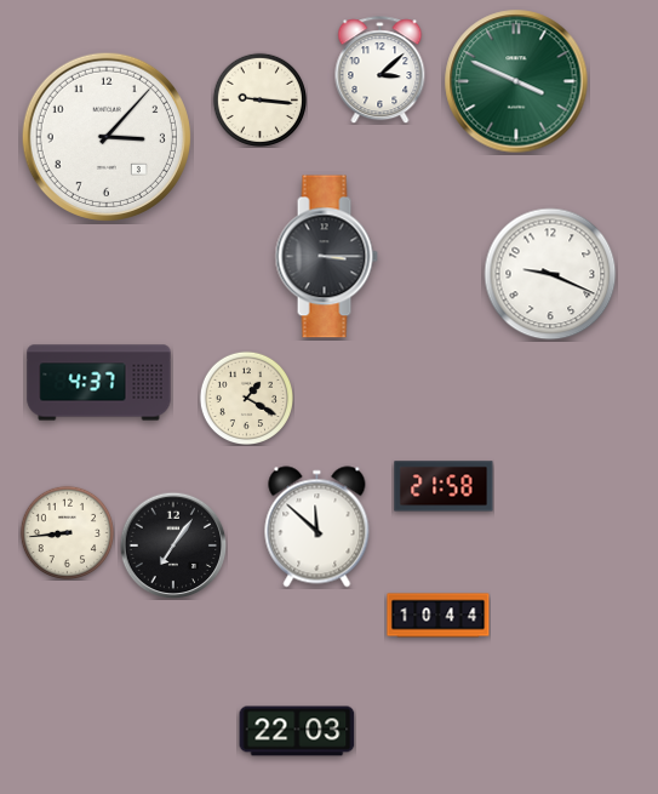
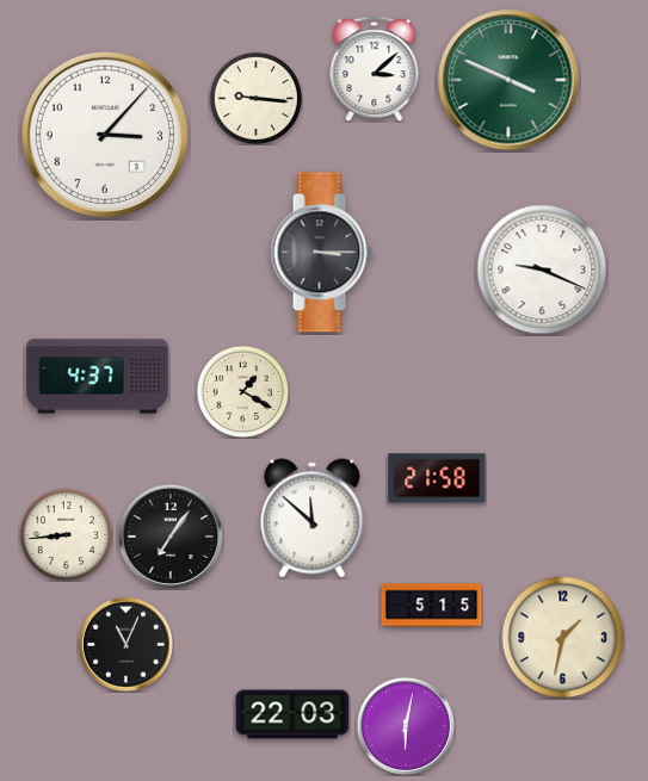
clock at (67, 532) position: (67, 532) -> (66, 534)
clock at (439, 616): 10:44 -> 5:15
clock at (563, 638): none -> 1:32
clock at (125, 644): none -> 11:04
clock at (297, 731) position: (297, 731) -> (292, 714)
clock at (406, 726): none -> 6:02
